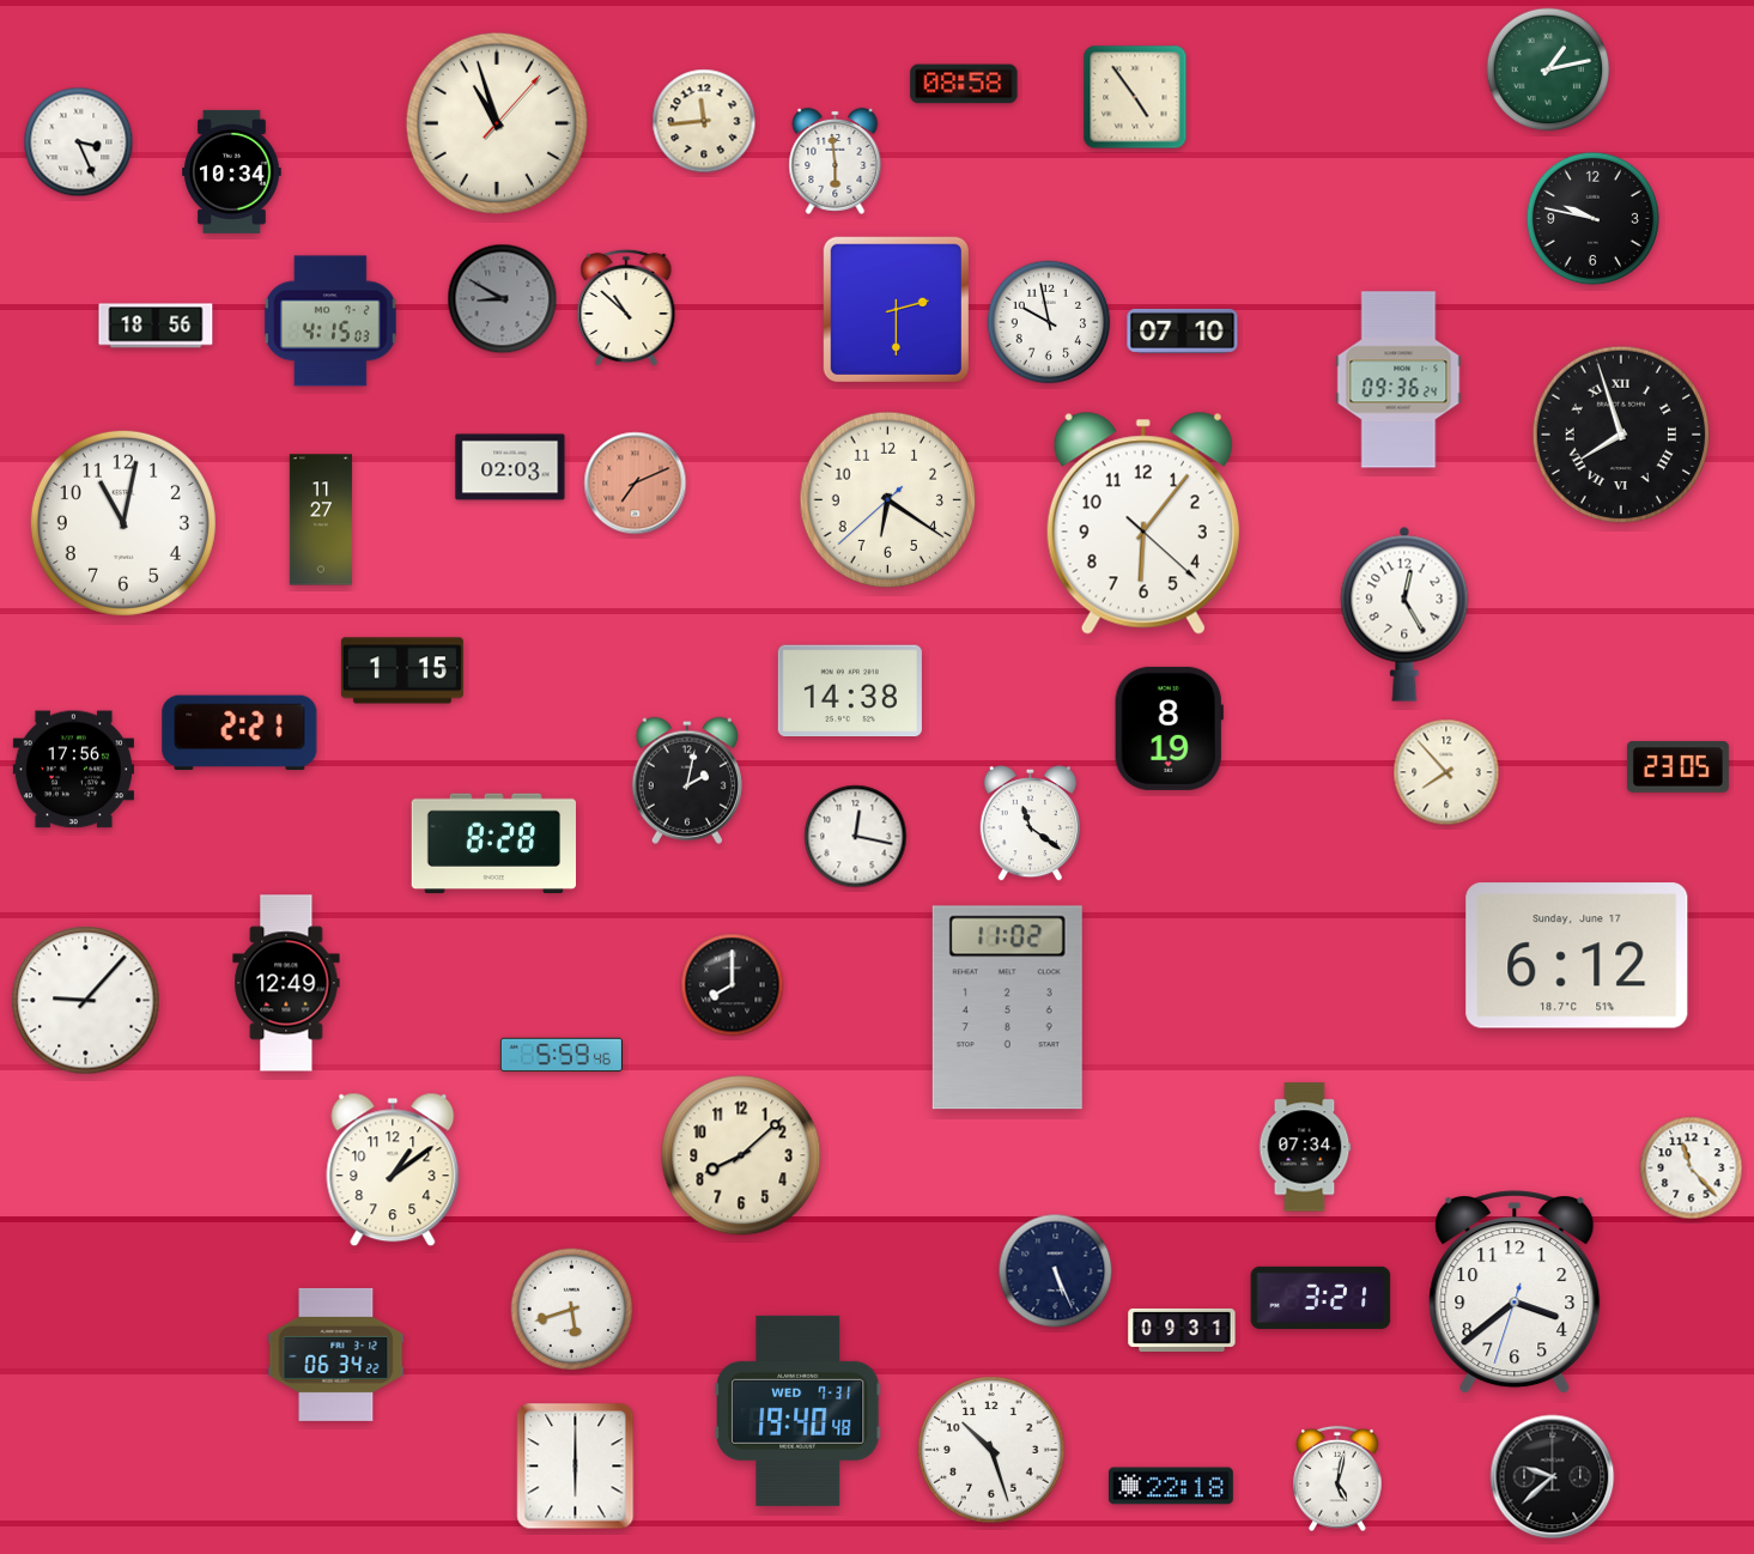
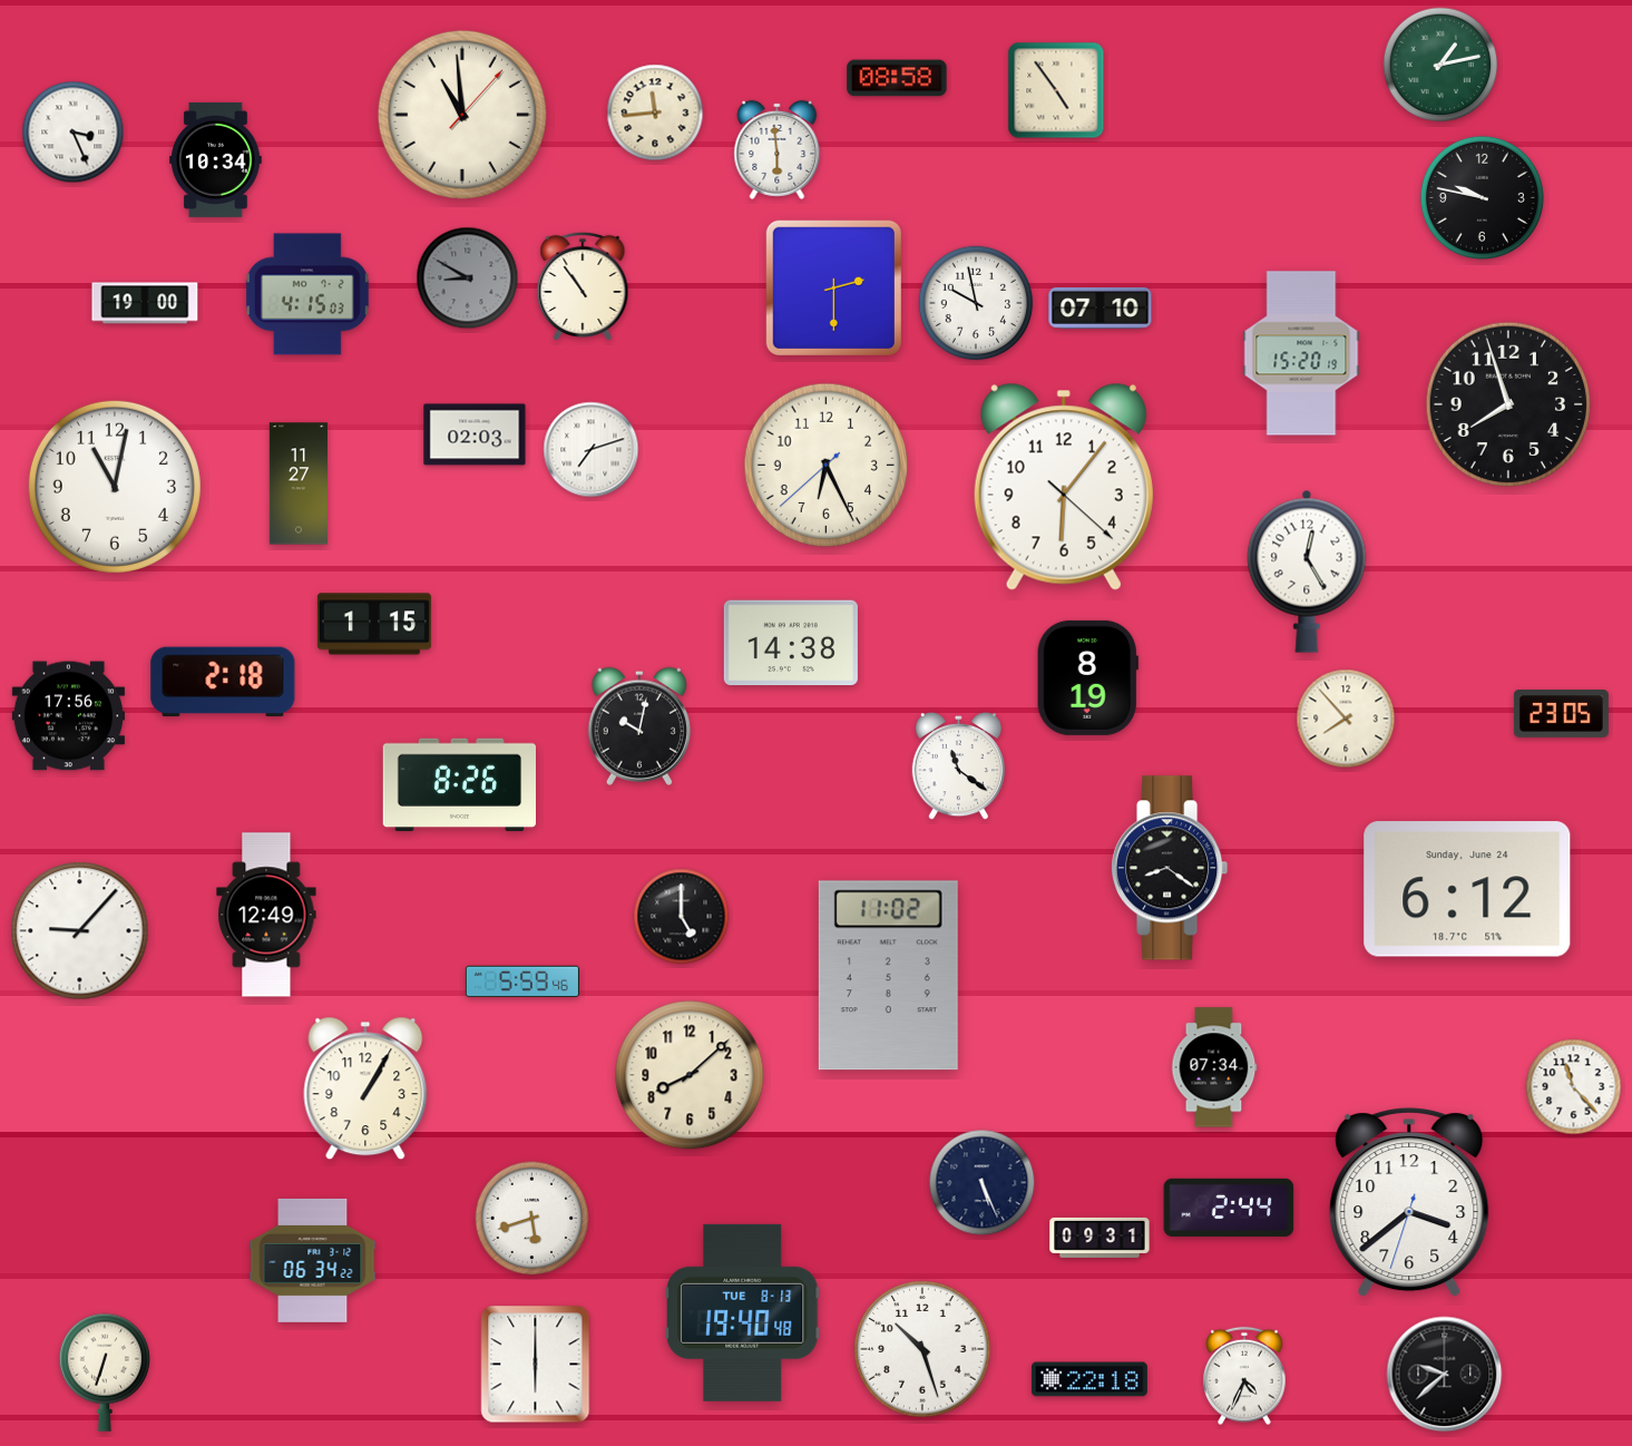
clock at (497, 123): 10:57 -> 10:59
clock at (1592, 218) position: (1592, 218) -> (1482, 197)
clock at (626, 306): 10:52 -> 10:54
clock at (330, 321) position: (330, 321) -> (307, 294)
clock at (1049, 322) position: (1049, 322) -> (976, 303)
clock at (156, 326): 18:56 -> 19:00
clock at (1398, 380): 09:36 -> 15:20
clock at (1621, 435) numerals: Roman -> Arabic
clock at (636, 484): 7:11 -> 7:12
clock at (636, 484) dial: salmon -> white
clock at (888, 500): 6:20 -> 6:25
clock at (239, 733): 2:21 -> 2:18
clock at (686, 781): 2:02 -> 10:02
clock at (856, 837): 12:17 -> none
clock at (493, 844): 8:28 -> 8:26
clock at (1171, 868): none -> 8:21
clock at (1577, 955) date: Sunday, June 17 -> Sunday, June 24
clock at (733, 985): 8:00 -> 5:00
clock at (1007, 1008) position: (1007, 1008) -> (888, 976)
clock at (393, 1170): 1:09 -> 1:05
clock at (1321, 1298): 3:21 -> 2:44
clock at (797, 1410) date: WED 7-31 -> TUE 8-13
clock at (105, 1372): none -> 6:33
clock at (1337, 1479): 5:02 -> 4:34
clock at (1171, 1486) position: (1171, 1486) -> (1089, 1379)
